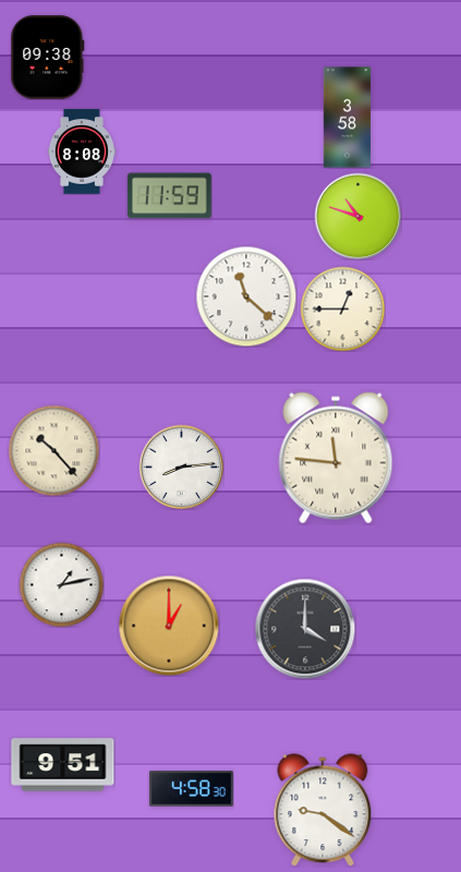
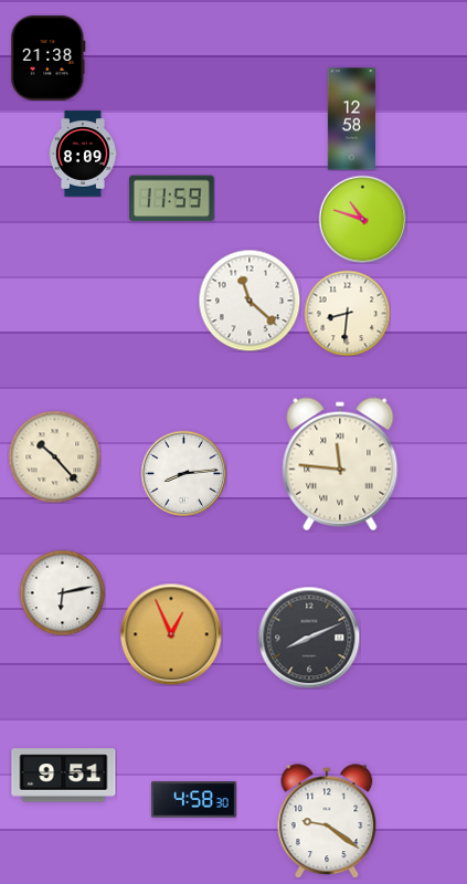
clock at (48, 57): 09:38 -> 21:38
clock at (347, 118): 3:58 -> 12:58
clock at (82, 152): 8:08 -> 8:09
clock at (342, 308): 12:45 -> 8:31
clock at (61, 584): 1:13 -> 6:13
clock at (169, 626): 1:00 -> 12:56
clock at (305, 629): 4:00 -> 8:11
